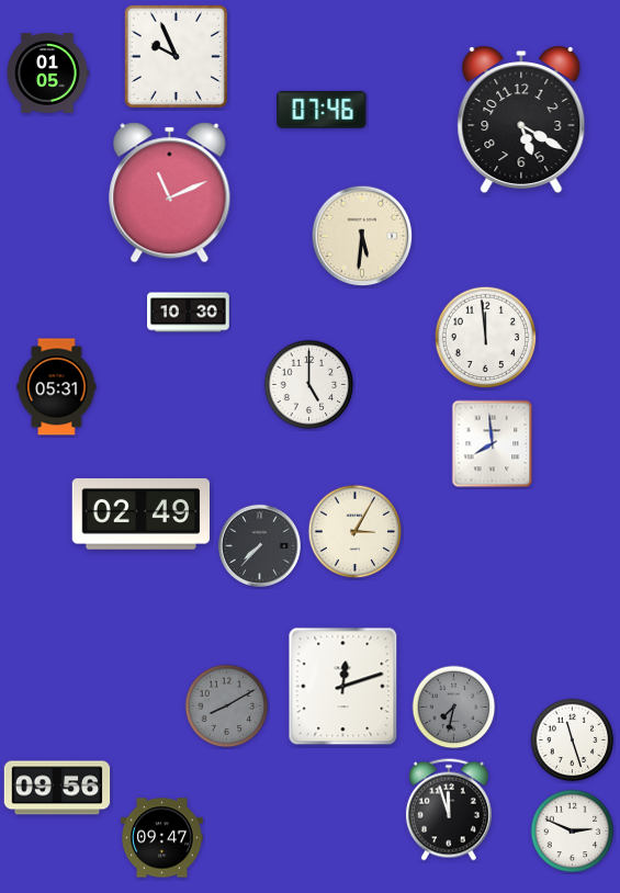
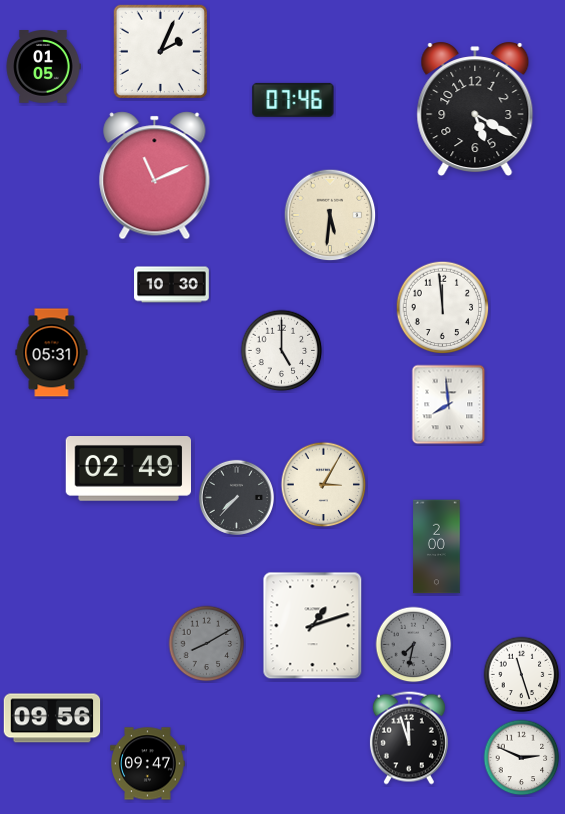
clock at (176, 56): 9:56 -> 2:04
clock at (437, 547): none -> 2:00
clock at (343, 687): 12:12 -> 1:12
